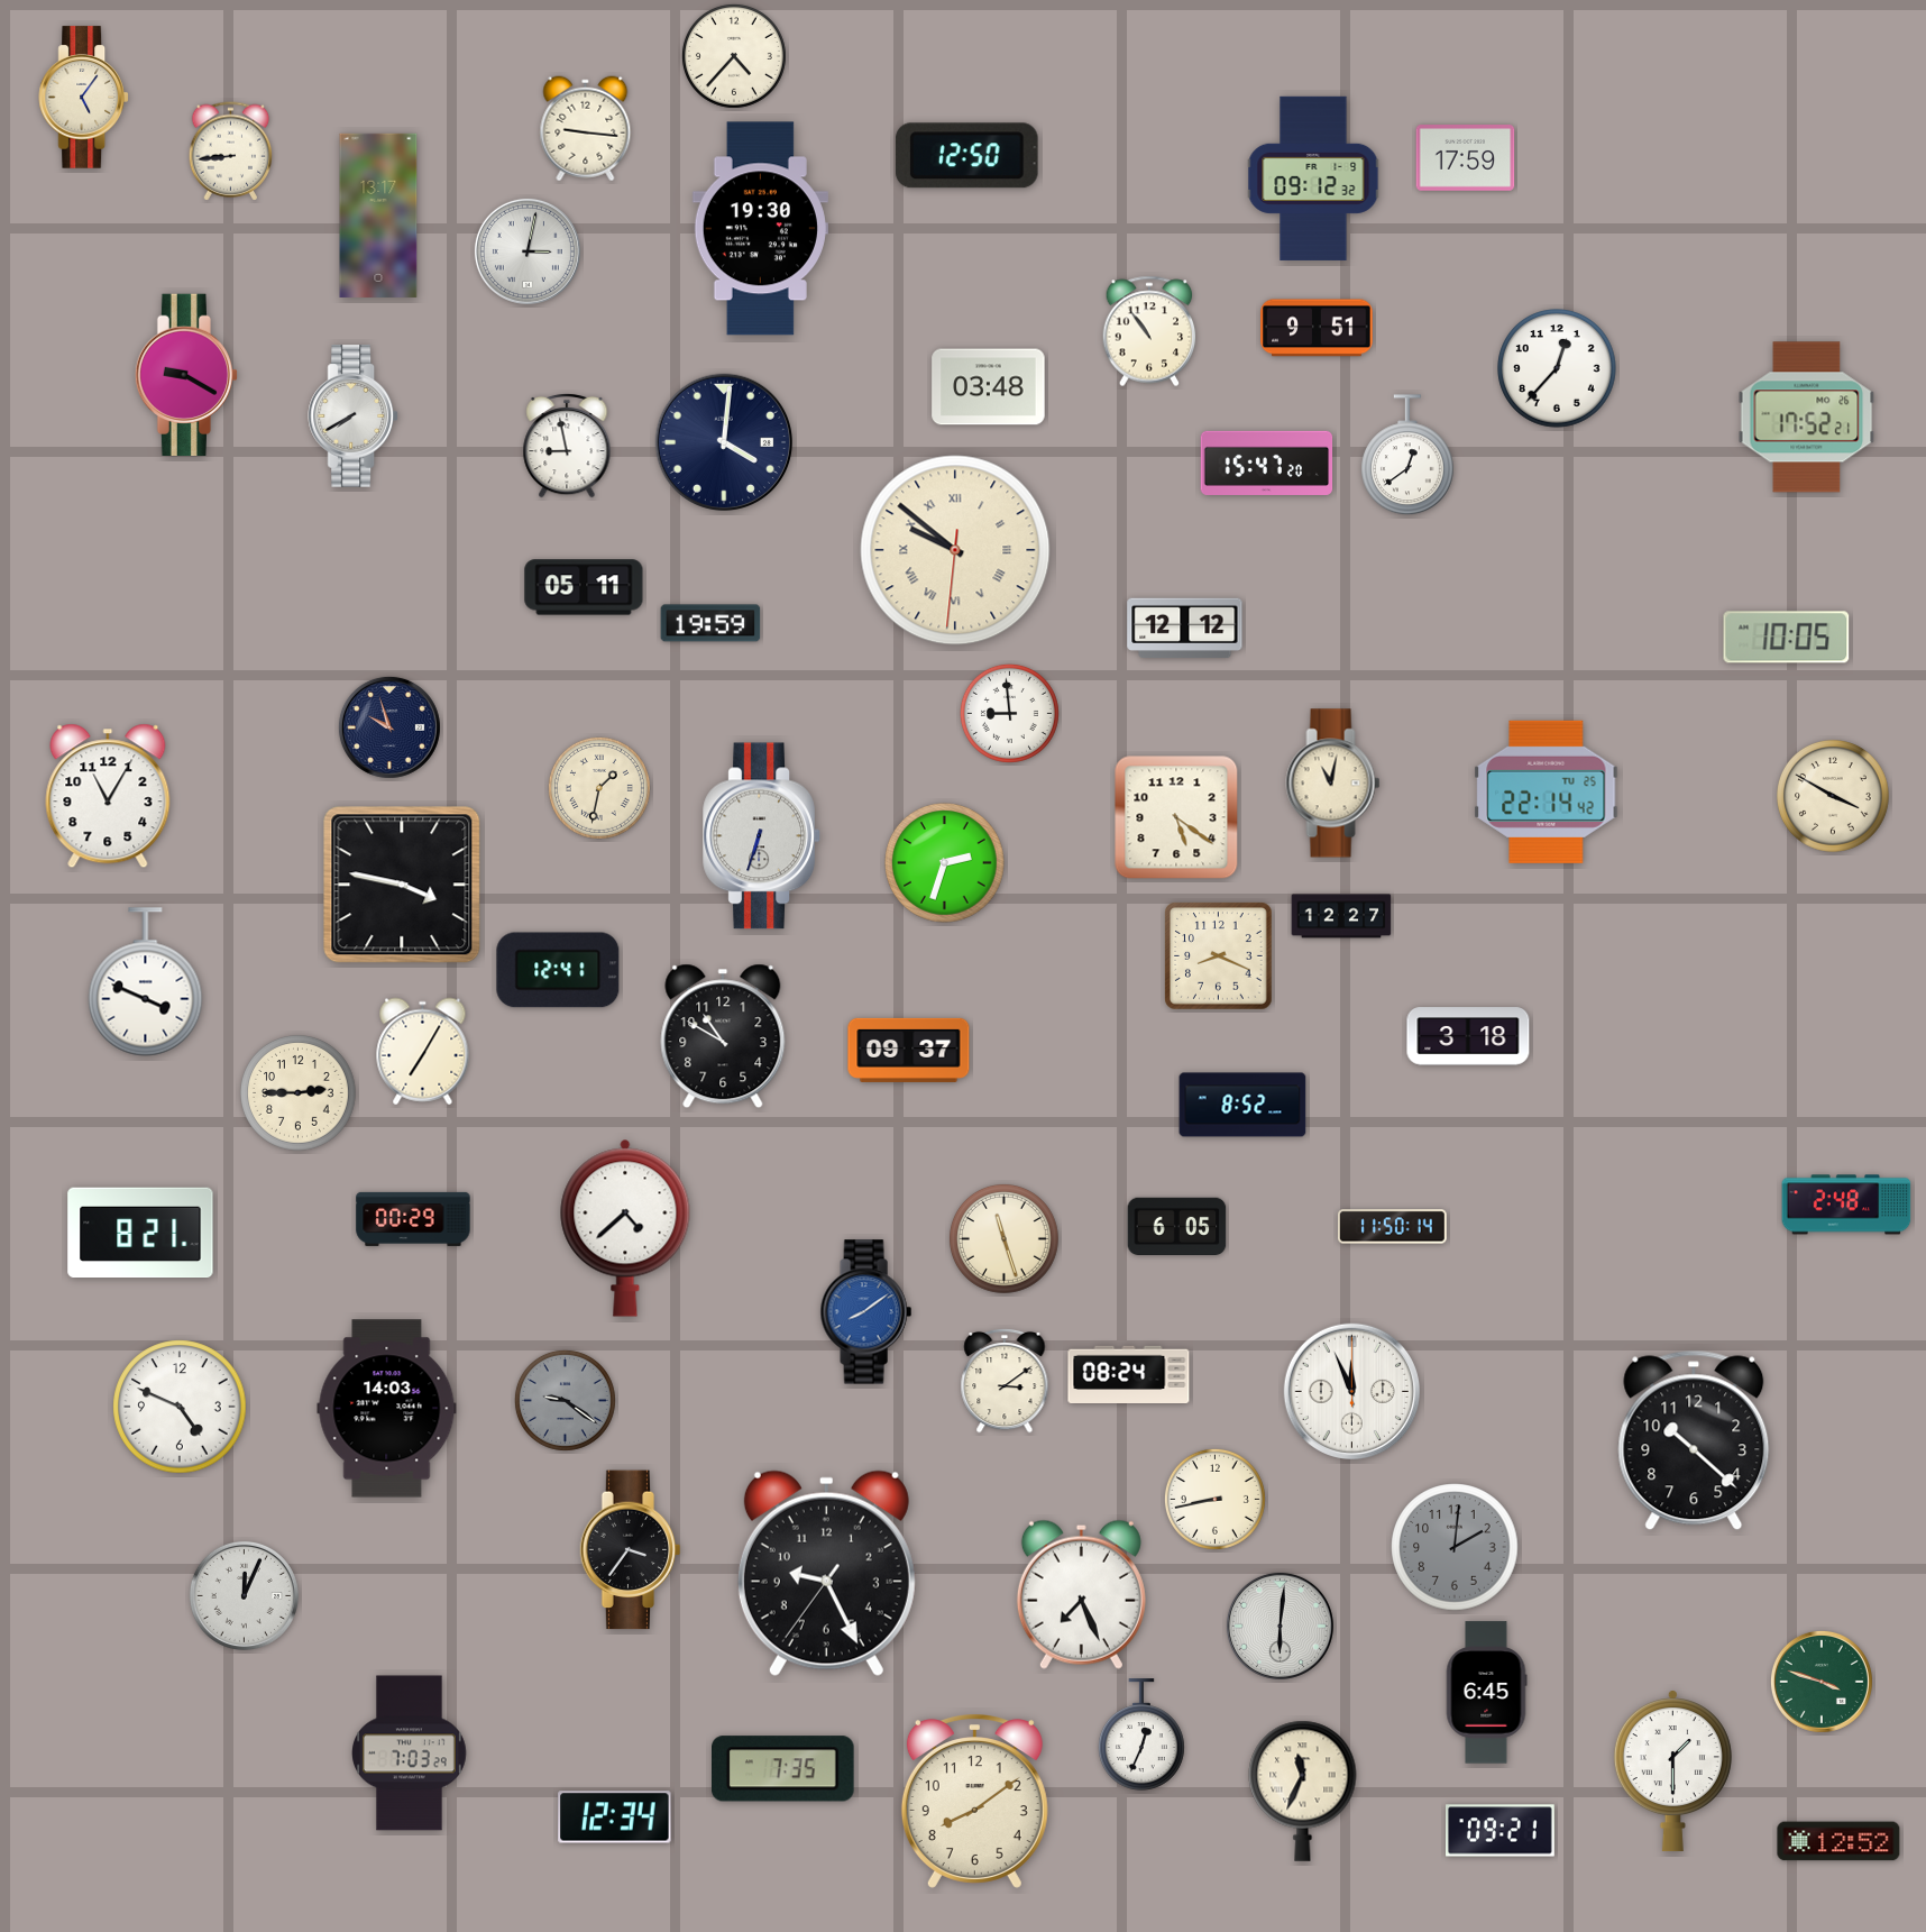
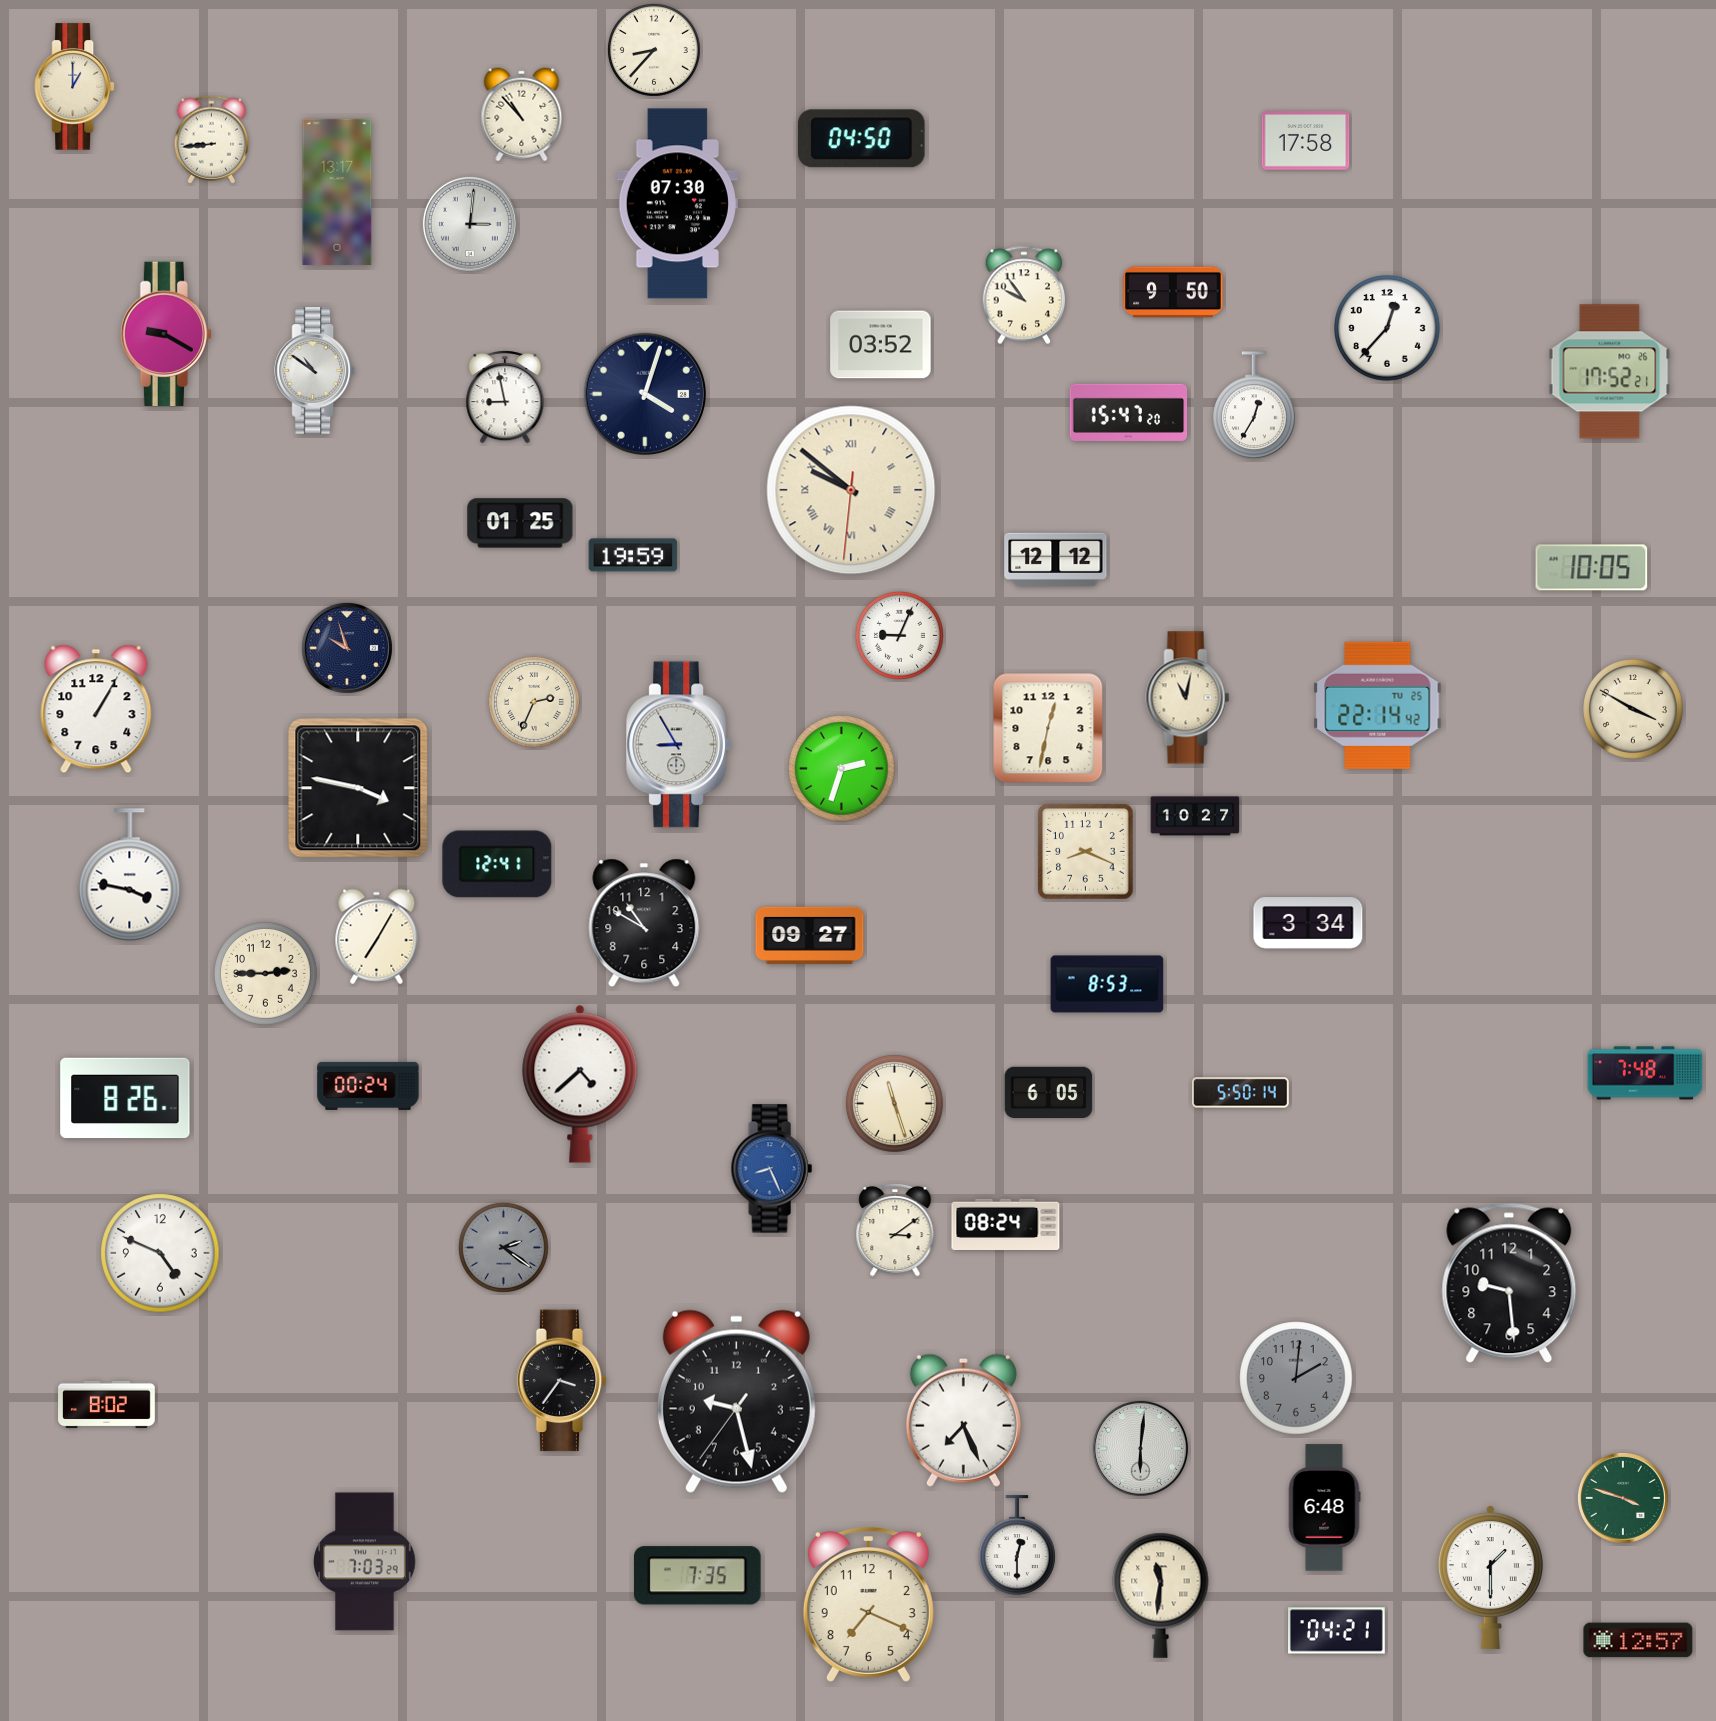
clock at (734, 56): 4:37 -> 8:37
clock at (83, 98): 5:06 -> 1:00
clock at (586, 129): 9:16 -> 10:53
clock at (231, 152) position: (231, 152) -> (212, 140)
clock at (966, 156): 12:50 -> 04:50
clock at (1466, 158): 17:59 -> 17:58
clock at (1313, 178): 09:12 -> none
clock at (760, 229): 19:30 -> 07:30
clock at (528, 251): 3:02 -> 3:01
clock at (1317, 328): 9:51 -> 9:50
clock at (1149, 331): 10:54 -> 9:54
clock at (989, 387): 03:48 -> 03:52
clock at (352, 416): 7:40 -> 10:51
clock at (723, 441): 4:01 -> 4:03
clock at (1409, 456): 12:39 -> 12:35
clock at (584, 587): 05:11 -> 01:25
clock at (1009, 713): 8:59 -> 9:04
clock at (599, 788): 1:32 -> 2:34
clock at (108, 796): 11:05 -> 1:05
clock at (1176, 817): 5:21 -> 12:32
clock at (762, 836): 6:33 -> 8:55
clock at (1341, 916): 12:27 -> 10:27
clock at (146, 982): 3:49 -> 3:47
clock at (1468, 1036): 3:18 -> 3:34
clock at (909, 1050): 09:37 -> 09:27
clock at (1242, 1105): 8:52 -> 8:53
clock at (1846, 1205): 2:48 -> 7:48
clock at (413, 1219): 00:29 -> 00:24
clock at (1392, 1227): 11:50 -> 5:50
clock at (625, 1228) position: (625, 1228) -> (580, 1084)
clock at (140, 1233): 8:21 -> 8:26
clock at (865, 1312): 8:09 -> 8:26
clock at (1351, 1391): 11:56 -> none
clock at (565, 1400): 9:21 -> 2:21
clock at (387, 1409): 14:03 -> none
clock at (1694, 1440): 10:22 -> 9:29
clock at (1214, 1499): 8:43 -> none
clock at (826, 1573): 9:25 -> 9:27
clock at (107, 1405): none -> 8:02
clock at (244, 1595): 12:04 -> none
clock at (1486, 1693): 6:45 -> 6:48
clock at (1141, 1734): 12:34 -> 12:30
clock at (1303, 1791): 11:34 -> 11:31
clock at (974, 1802): 8:09 -> 7:19
clock at (615, 1817): 12:34 -> none
clock at (1501, 1831): 09:21 -> 04:21
clock at (1838, 1841): 12:52 -> 12:57
